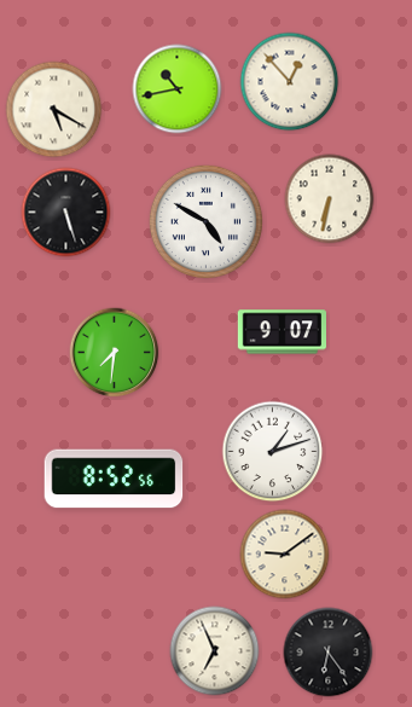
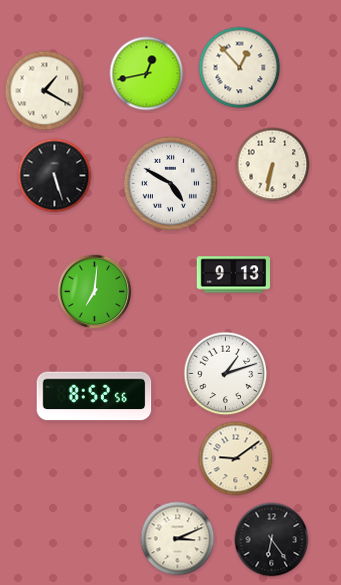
clock at (178, 89): 10:43 -> 12:43
clock at (54, 110): 5:20 -> 1:20
clock at (282, 332): 9:07 -> 9:13
clock at (115, 353): 7:31 -> 7:01
clock at (215, 651): 6:56 -> 3:11
